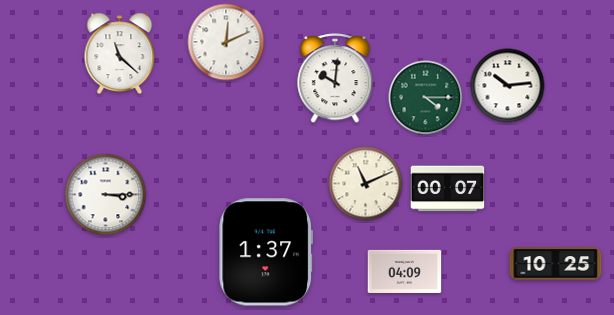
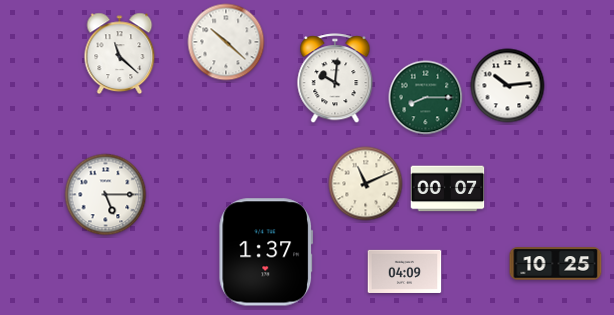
clock at (226, 42): 12:11 -> 10:22
clock at (426, 98): 4:15 -> 8:15
clock at (106, 195): 3:15 -> 5:15
